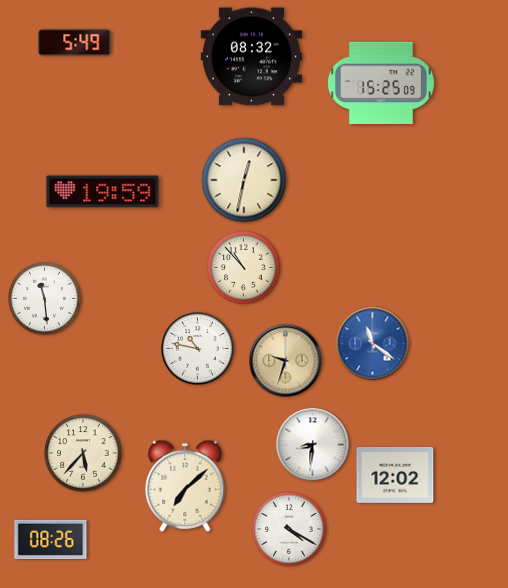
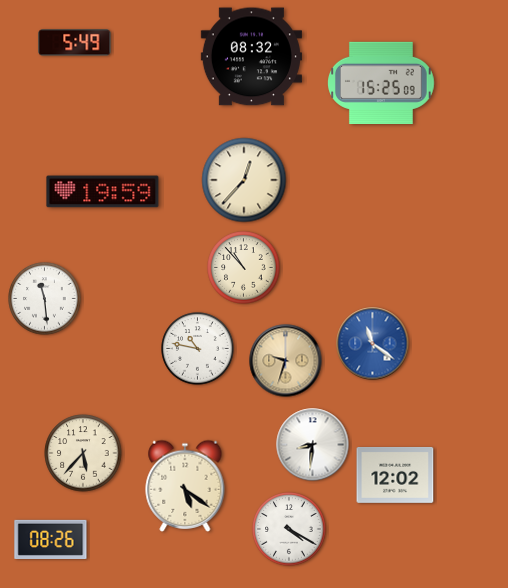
clock at (244, 180): 12:32 -> 12:37
clock at (185, 486): 7:08 -> 5:21
